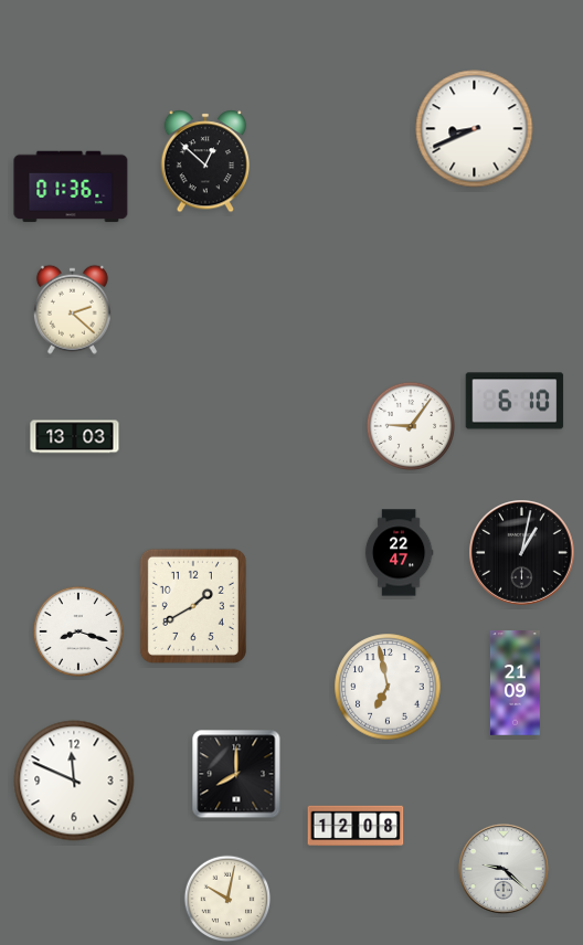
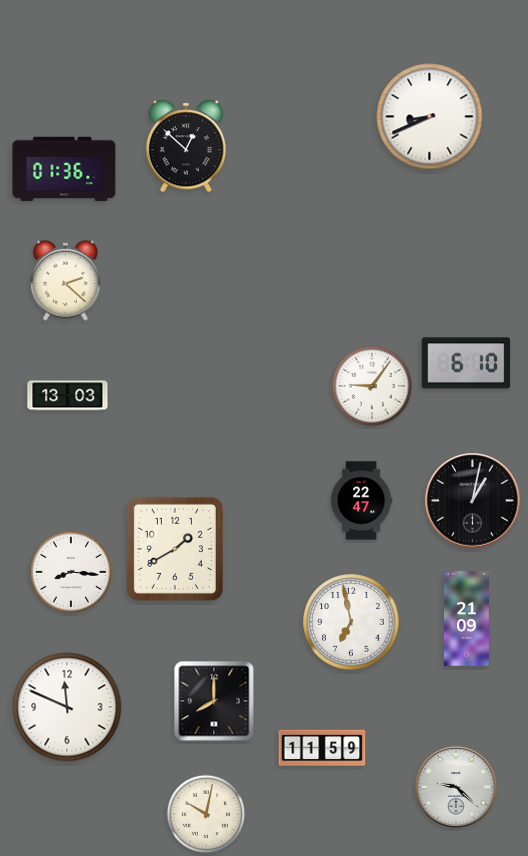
clock at (78, 631): 8:18 -> 8:16
clock at (356, 826): 12:08 -> 11:59
